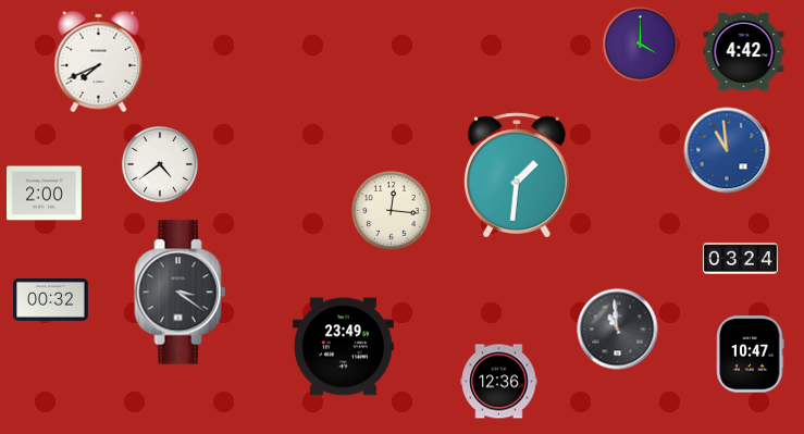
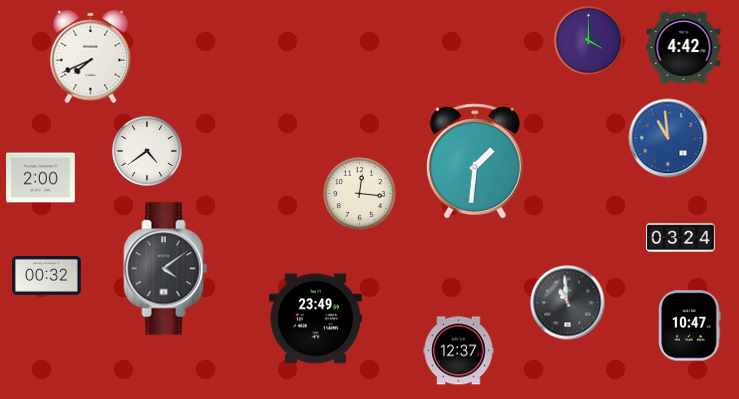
clock at (181, 293): 3:21 -> 4:09
clock at (499, 382): 12:36 -> 12:37
